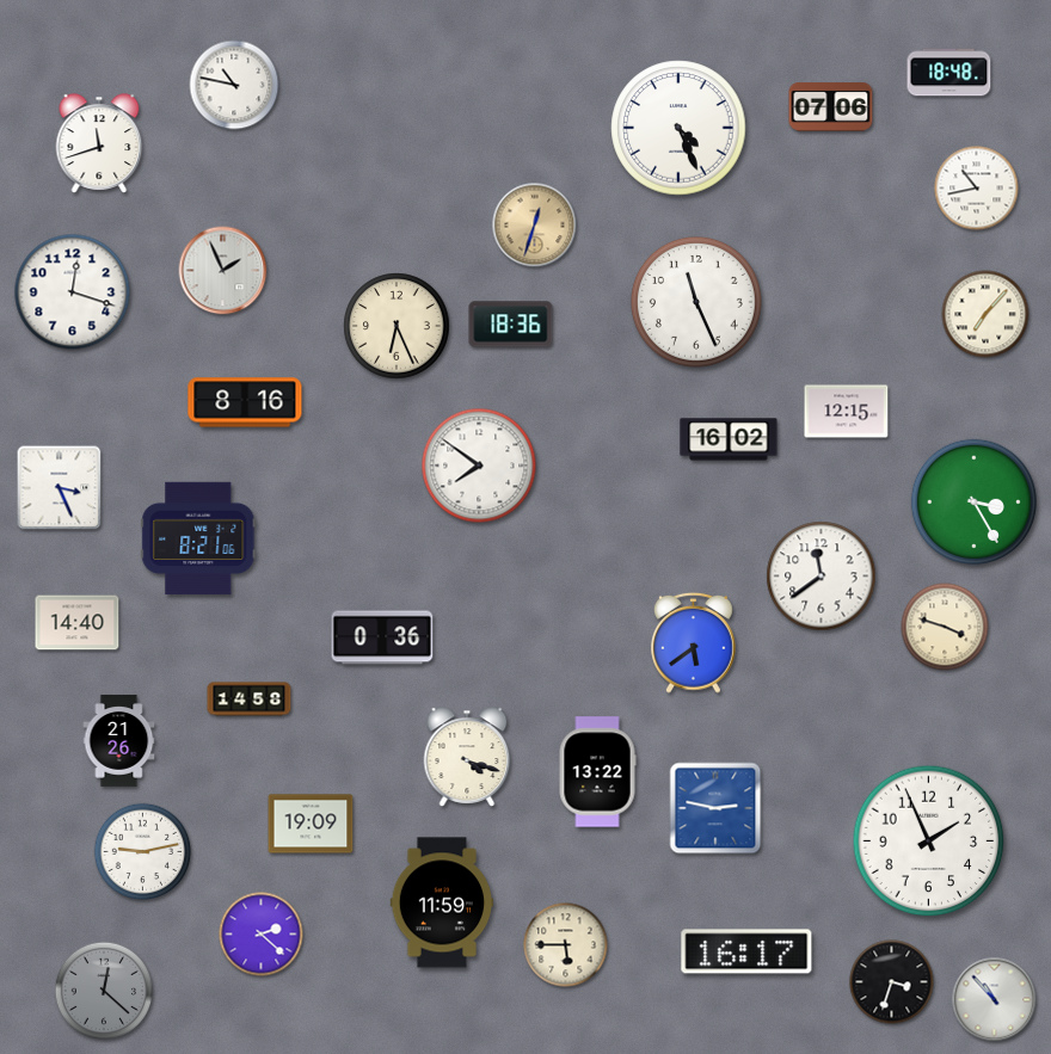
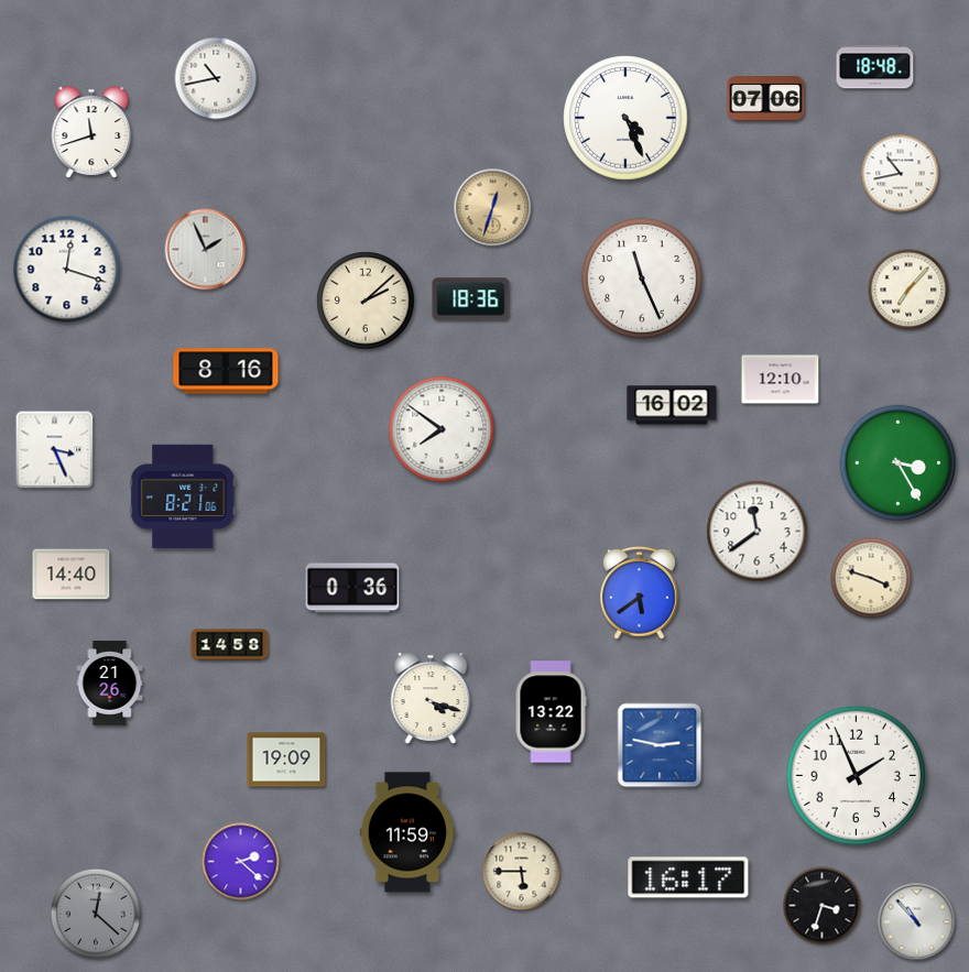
clock at (234, 85): 10:47 -> 10:43
clock at (397, 326): 6:26 -> 2:08
clock at (847, 412): 12:15 -> 12:10
clock at (143, 852): 9:13 -> none
